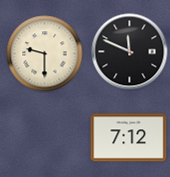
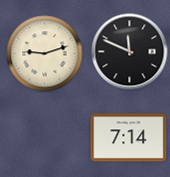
clock at (45, 54): 9:30 -> 9:12
clock at (129, 138): 7:12 -> 7:14
